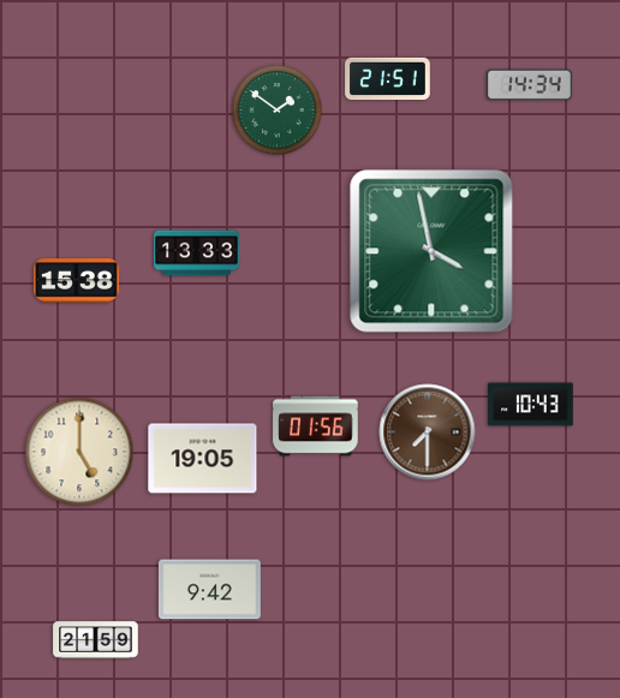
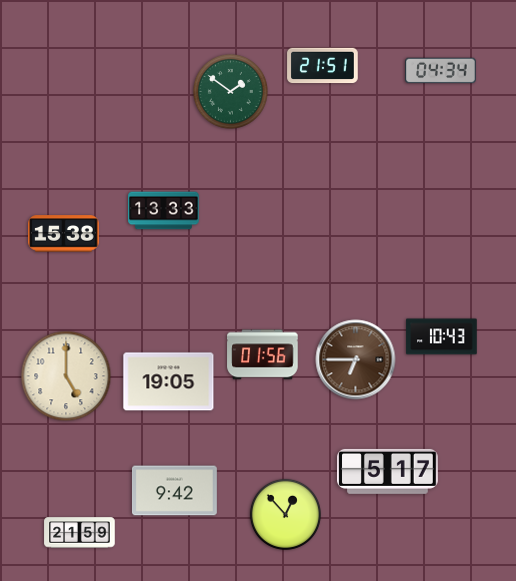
clock at (530, 85): 14:34 -> 04:34
clock at (431, 251): 3:58 -> none
clock at (428, 432): 7:30 -> 6:45
clock at (388, 471): none -> 5:17
clock at (285, 514): none -> 12:53
